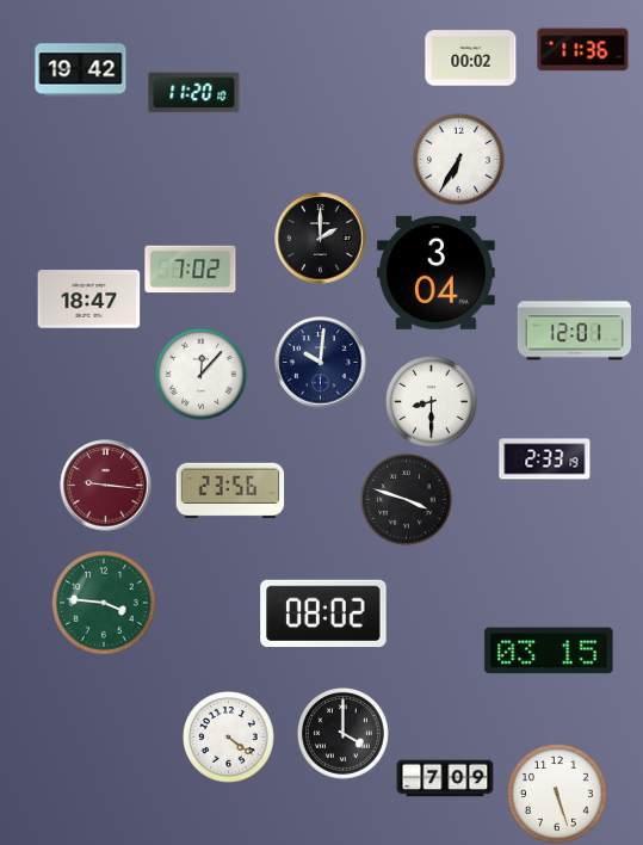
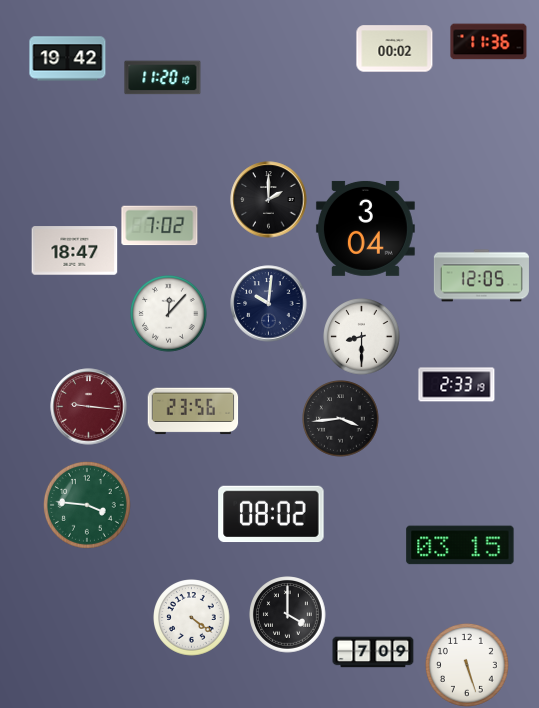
clock at (459, 160): 6:35 -> none
clock at (574, 329): 12:01 -> 12:05
clock at (407, 500): 3:48 -> 3:44
